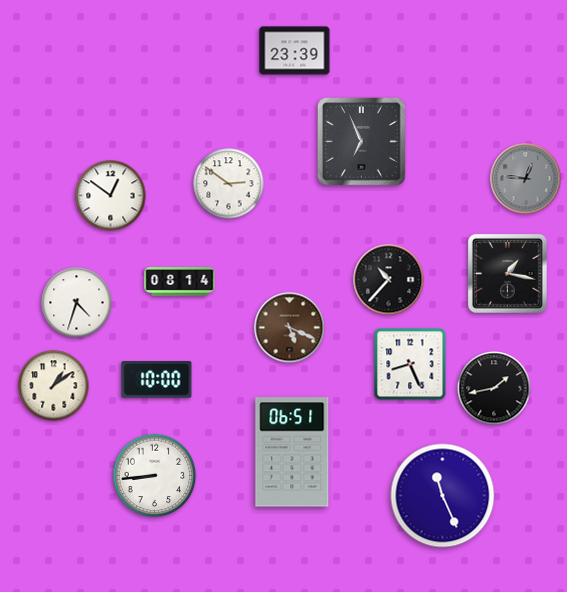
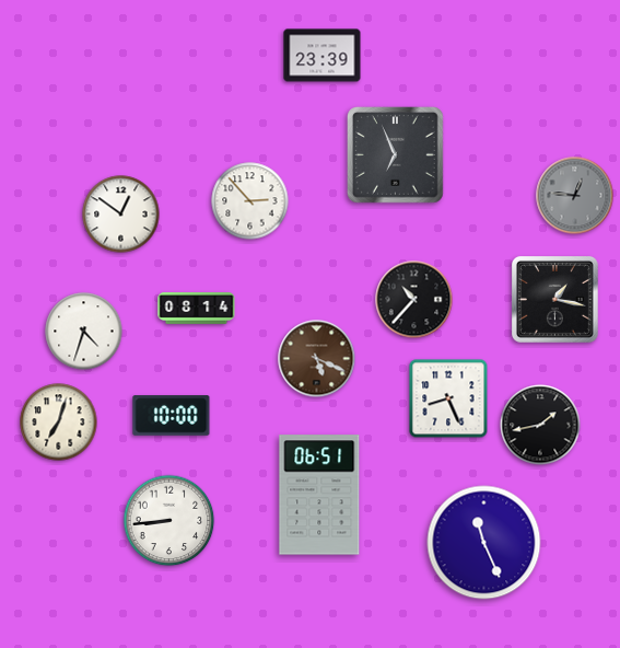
clock at (229, 184): 2:51 -> 2:53
clock at (389, 280) position: (389, 280) -> (414, 300)
clock at (54, 386): 1:09 -> 7:03
